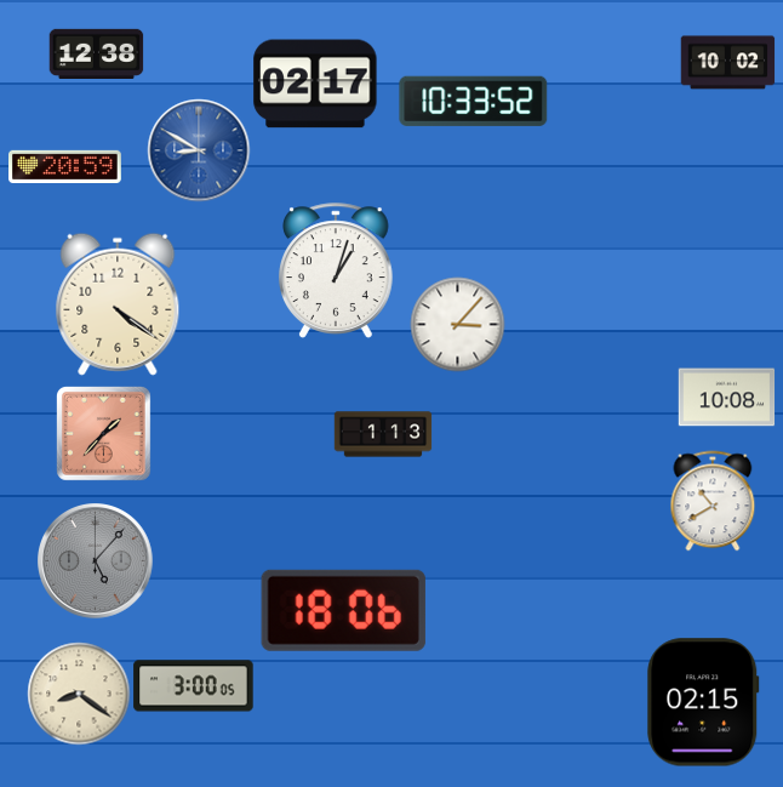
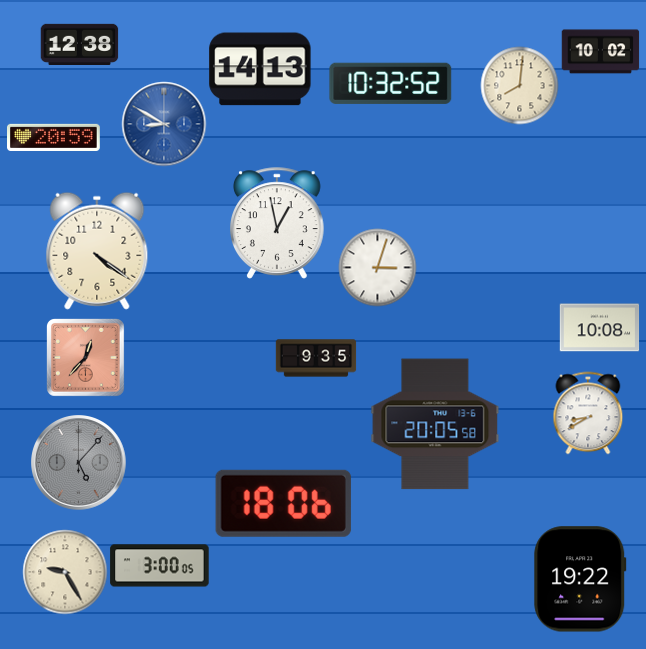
clock at (315, 84): 02:17 -> 14:13
clock at (474, 101): 10:33 -> 10:32
clock at (519, 85): none -> 8:01
clock at (337, 270): 1:03 -> 12:58
clock at (457, 324): 3:07 -> 3:03
clock at (104, 434): 1:37 -> 12:37
clock at (383, 434): 1:13 -> 9:35
clock at (713, 501): 10:40 -> 8:40
clock at (435, 424): none -> 20:05
clock at (79, 694): 8:21 -> 9:25
clock at (703, 702): 02:15 -> 19:22
